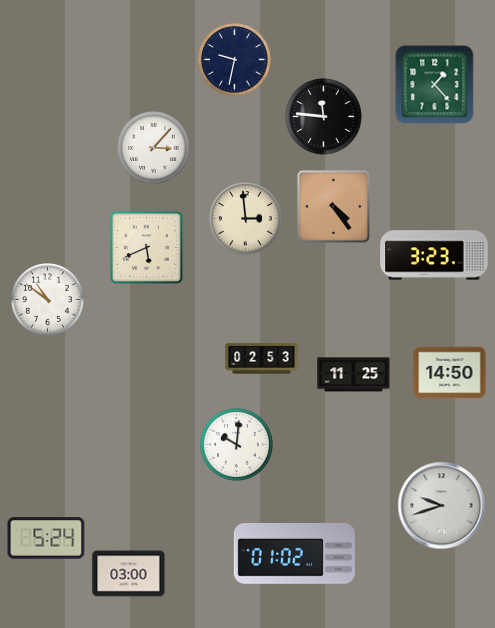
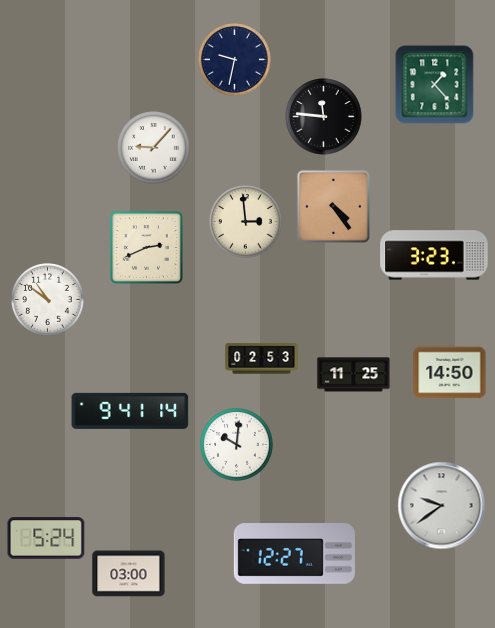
clock at (154, 148): 3:07 -> 9:07
clock at (246, 219) position: (246, 219) -> (246, 222)
clock at (146, 247): 5:41 -> 2:41
clock at (130, 411): none -> 9:41
clock at (442, 506): 9:42 -> 9:39
clock at (294, 554): 01:02 -> 12:27
